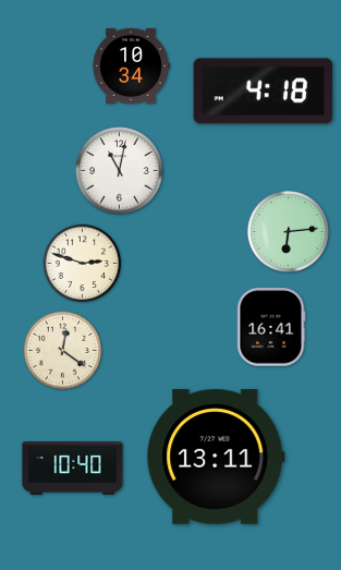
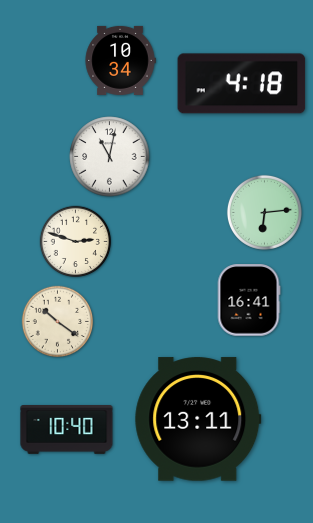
clock at (63, 351): 12:21 -> 10:21
